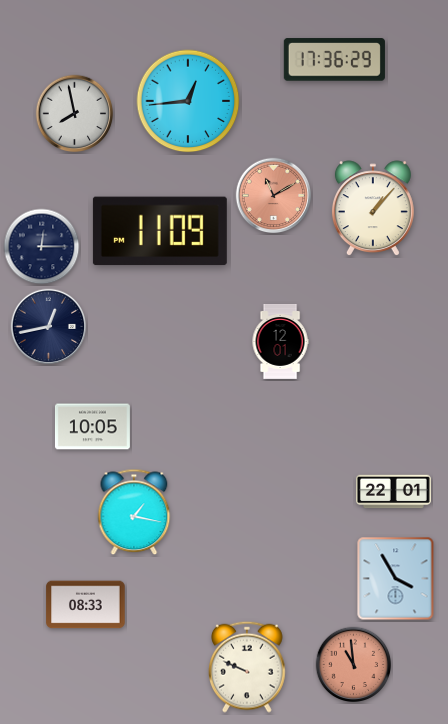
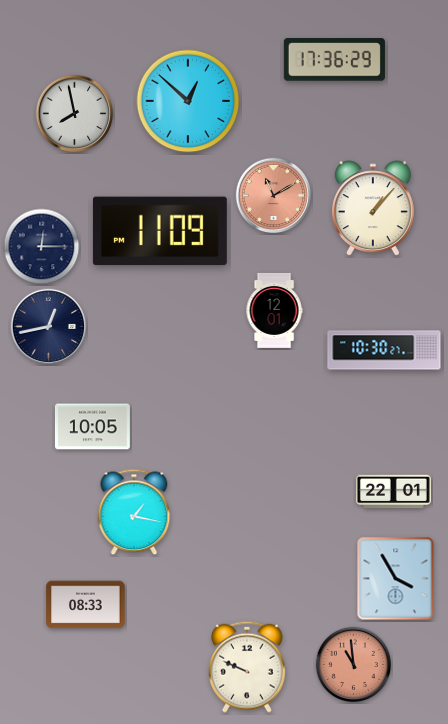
clock at (188, 101): 12:44 -> 12:52
clock at (280, 341) position: (280, 341) -> (274, 310)
clock at (384, 350): none -> 10:30
